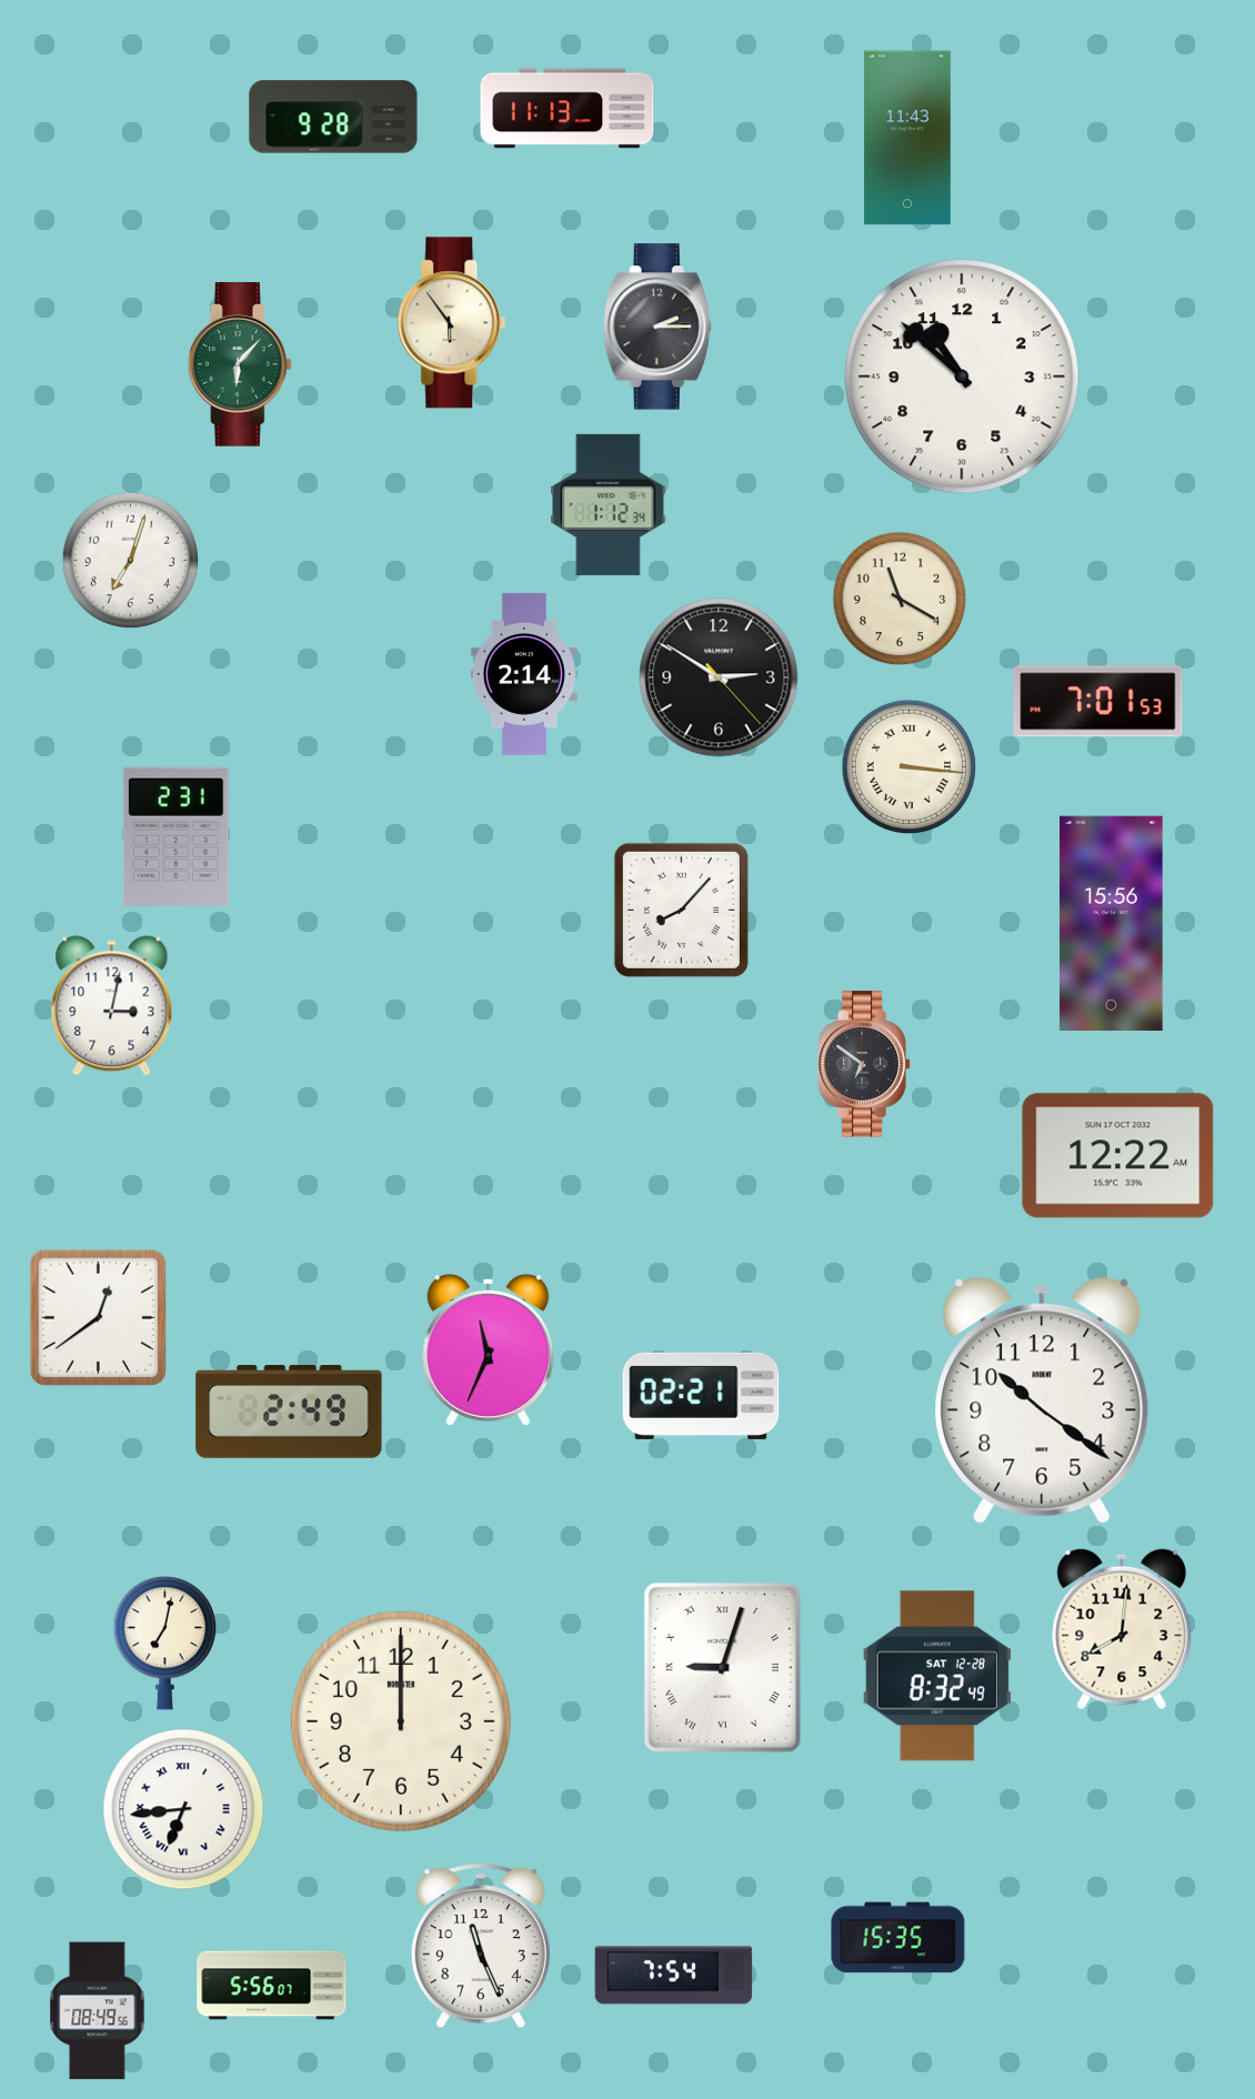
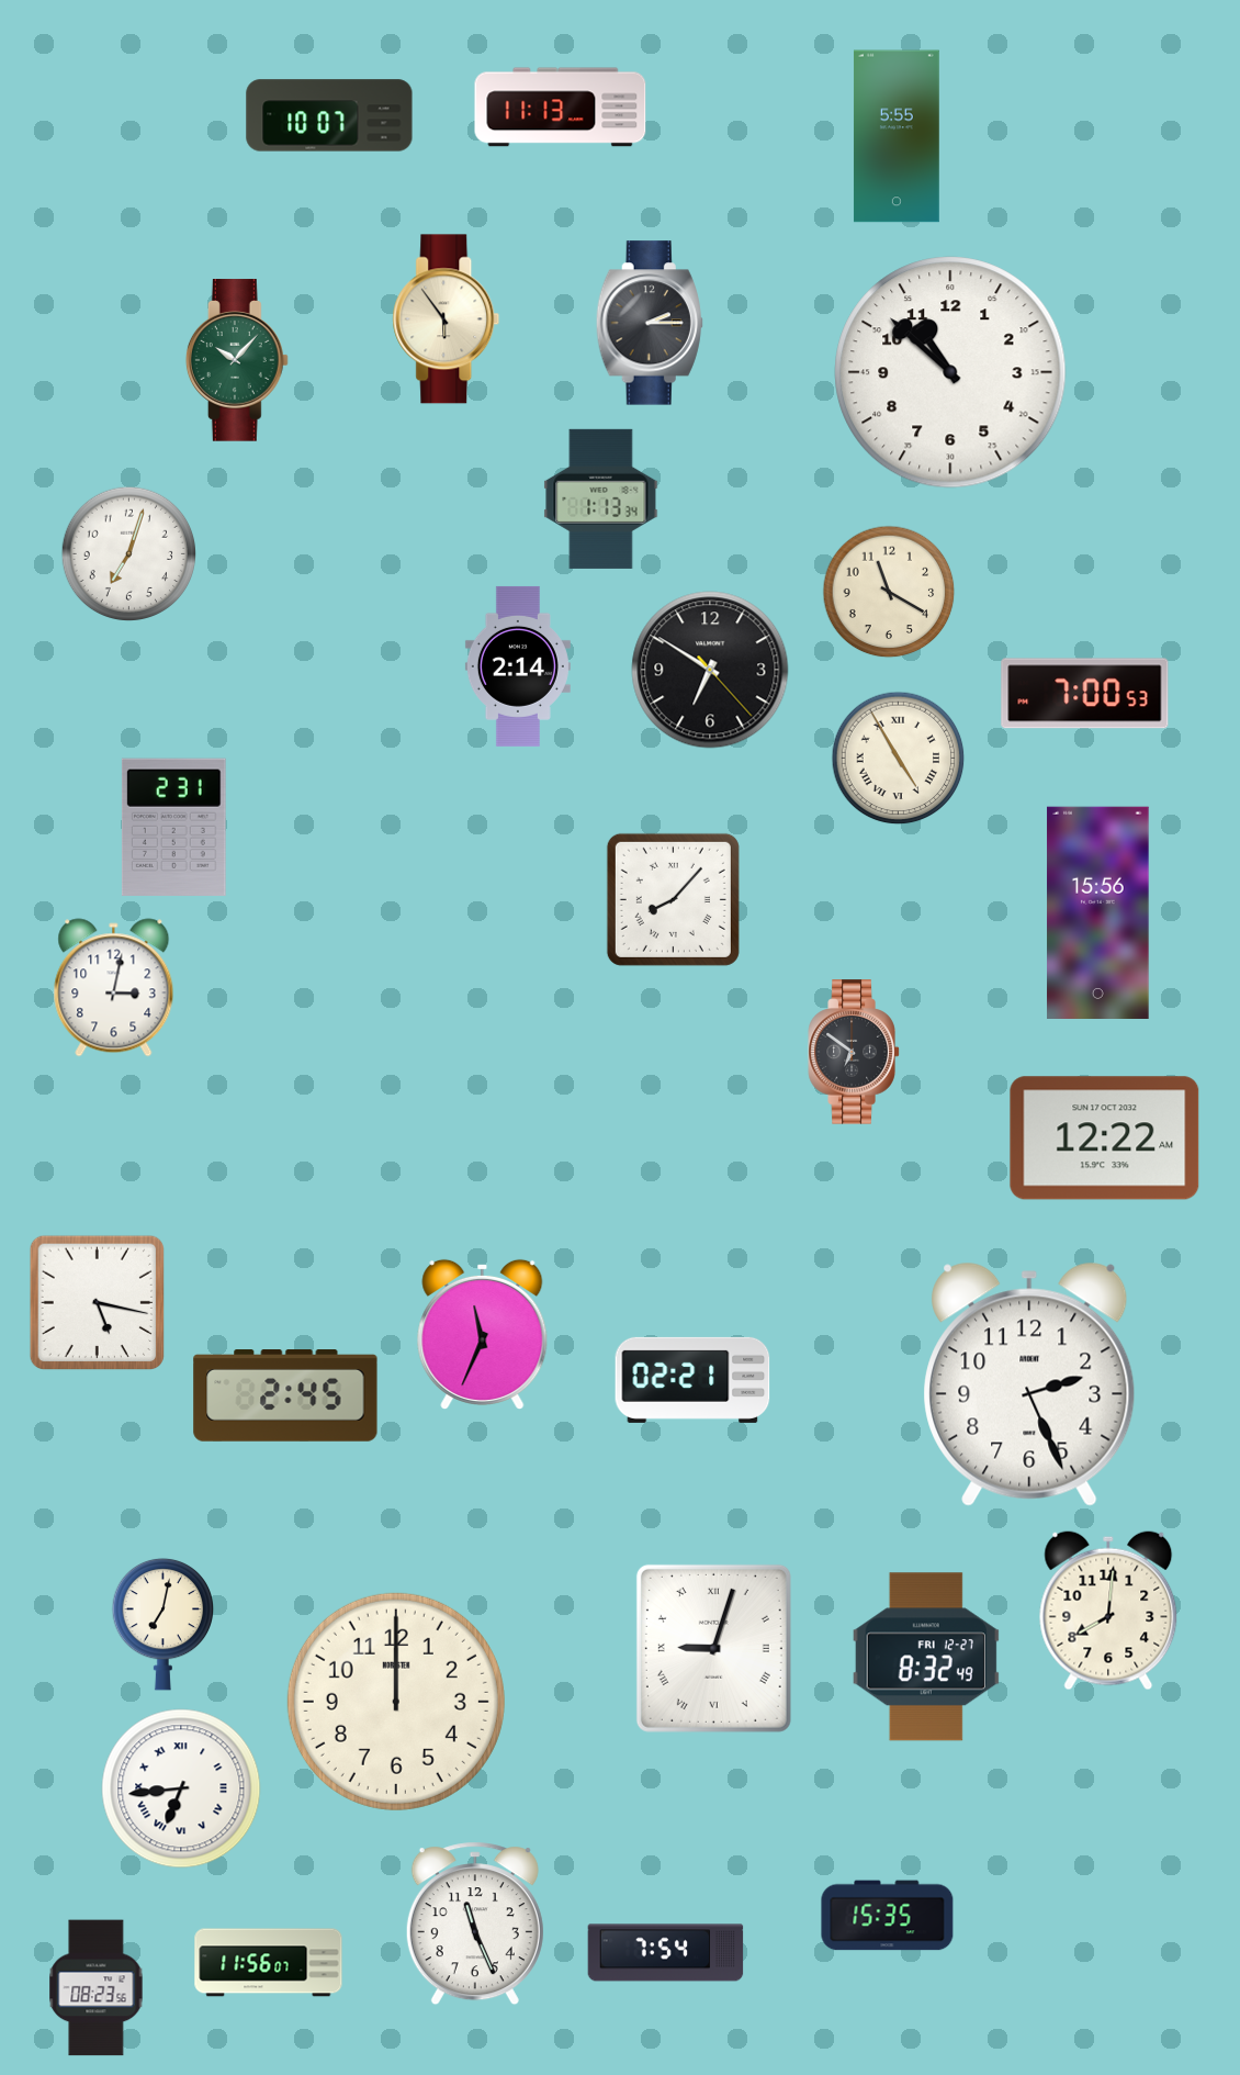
clock at (333, 117): 9:28 -> 10:07
clock at (907, 138): 11:43 -> 5:55
clock at (240, 364): 6:07 -> 10:07
clock at (609, 504): 1:12 -> 1:13
clock at (719, 677): 2:50 -> 6:50
clock at (1098, 702): 7:01 -> 7:00
clock at (910, 767): 3:16 -> 4:55
clock at (112, 1006) position: (112, 1006) -> (114, 988)
clock at (1118, 1156) position: (1118, 1156) -> (1105, 1139)
clock at (99, 1318): 12:39 -> 5:17
clock at (1042, 1400): 10:21 -> 2:26
clock at (289, 1412): 2:49 -> 2:45
clock at (937, 1676) date: SAT 12-28 -> FRI 12-27
clock at (272, 1986): 5:56 -> 11:56
clock at (98, 2011): 08:49 -> 08:23
